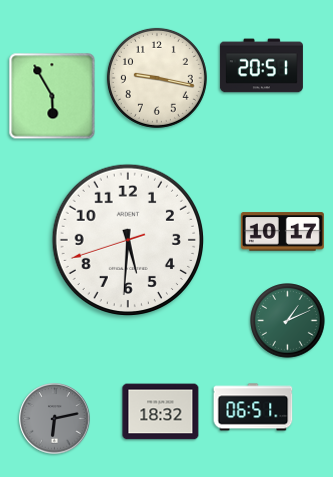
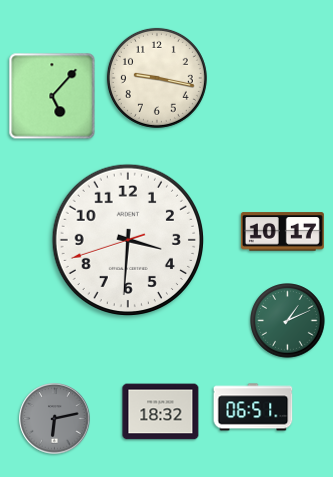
clock at (261, 66): 20:51 -> none
clock at (52, 96): 5:55 -> 5:07
clock at (127, 239): 5:30 -> 3:30
